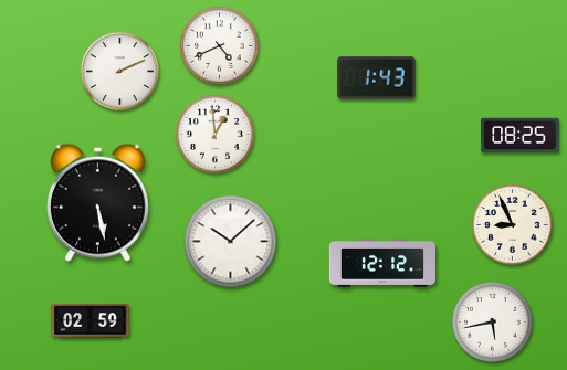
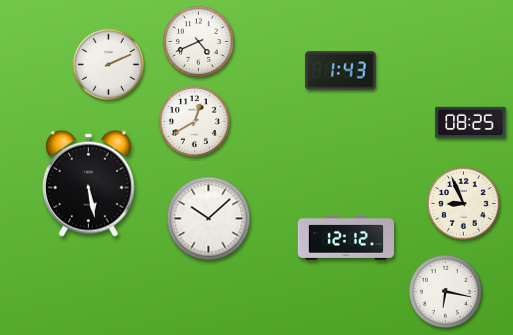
clock at (214, 134): 12:59 -> 12:40
clock at (91, 321): 02:59 -> none
clock at (493, 323): 5:43 -> 6:17
